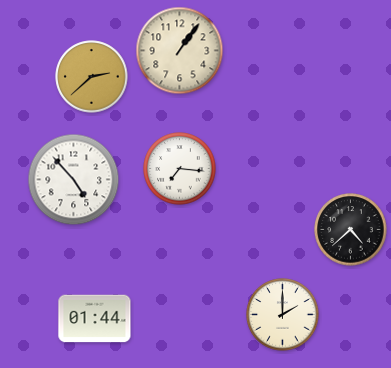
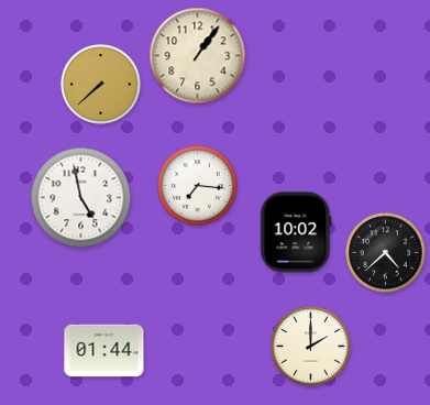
clock at (92, 77): 2:38 -> 7:38
clock at (74, 180): 4:53 -> 4:58
clock at (296, 232): none -> 10:02
